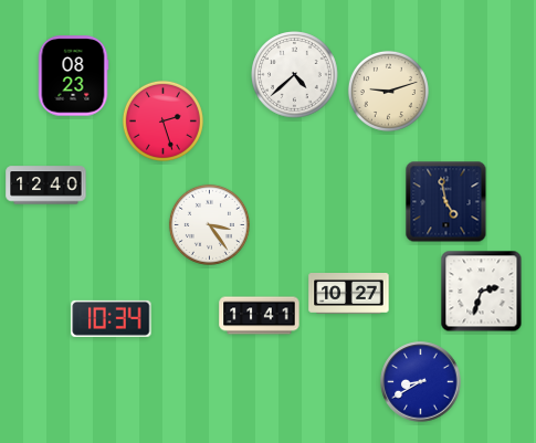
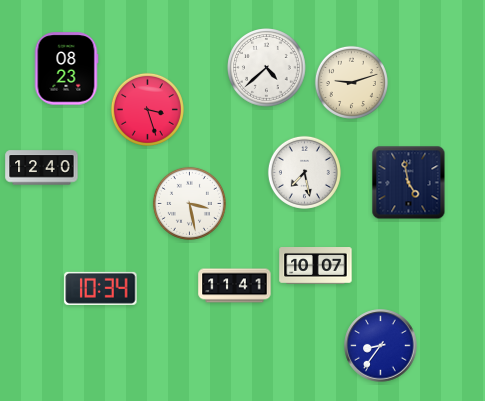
clock at (162, 120): 2:27 -> 3:27
clock at (304, 172): none -> 7:28
clock at (446, 202) position: (446, 202) -> (409, 183)
clock at (209, 224): 3:24 -> 3:28
clock at (482, 292): 2:33 -> none
clock at (349, 294): 10:27 -> 10:07
clock at (421, 382): 8:40 -> 8:36
